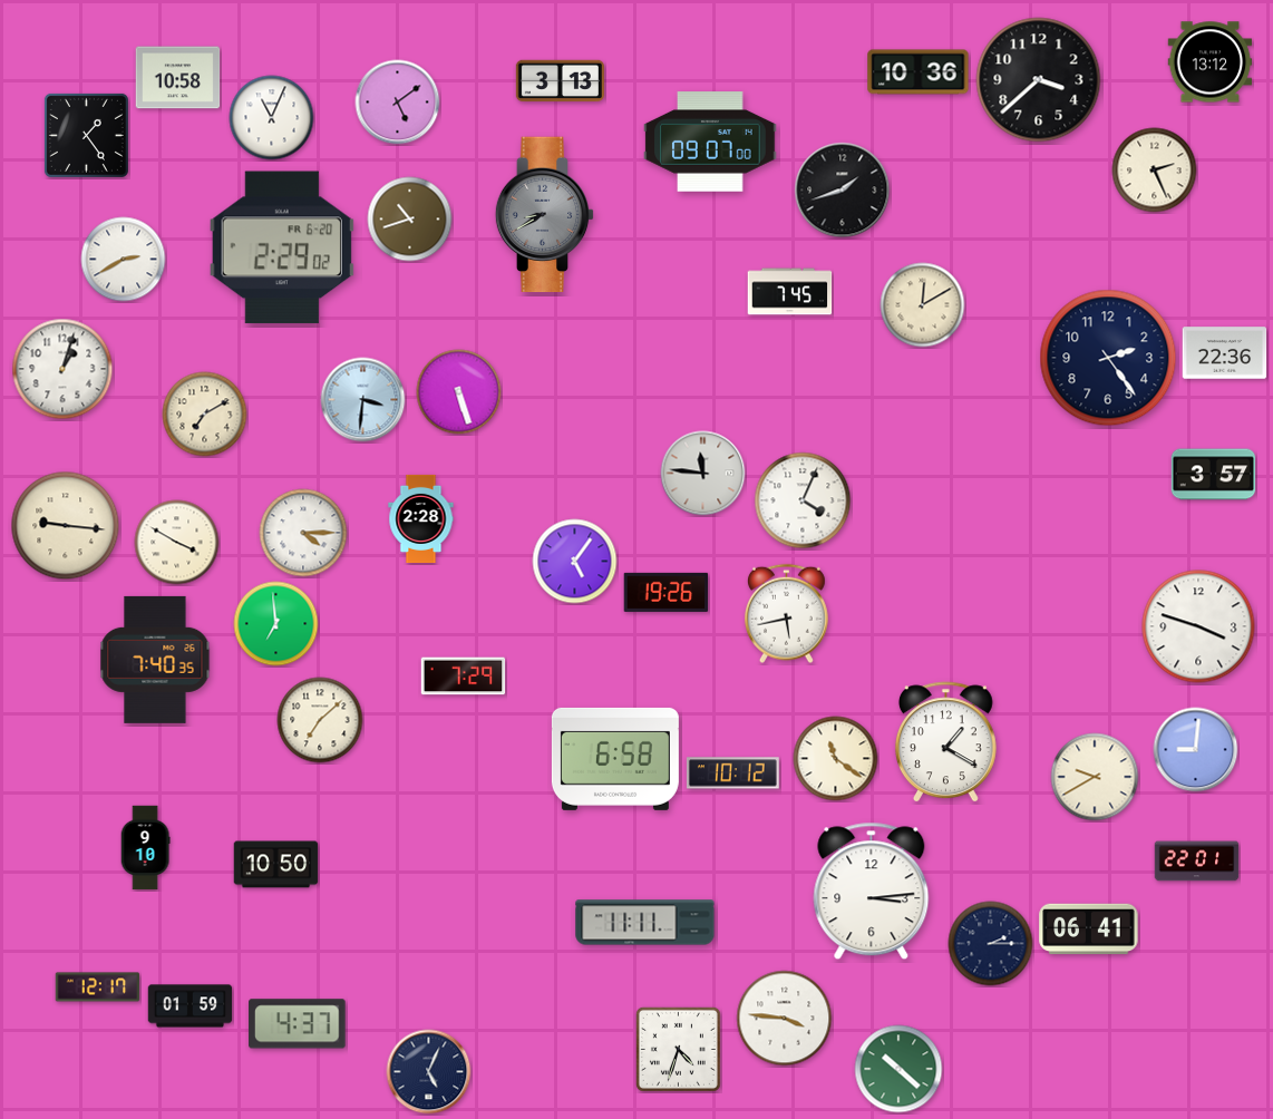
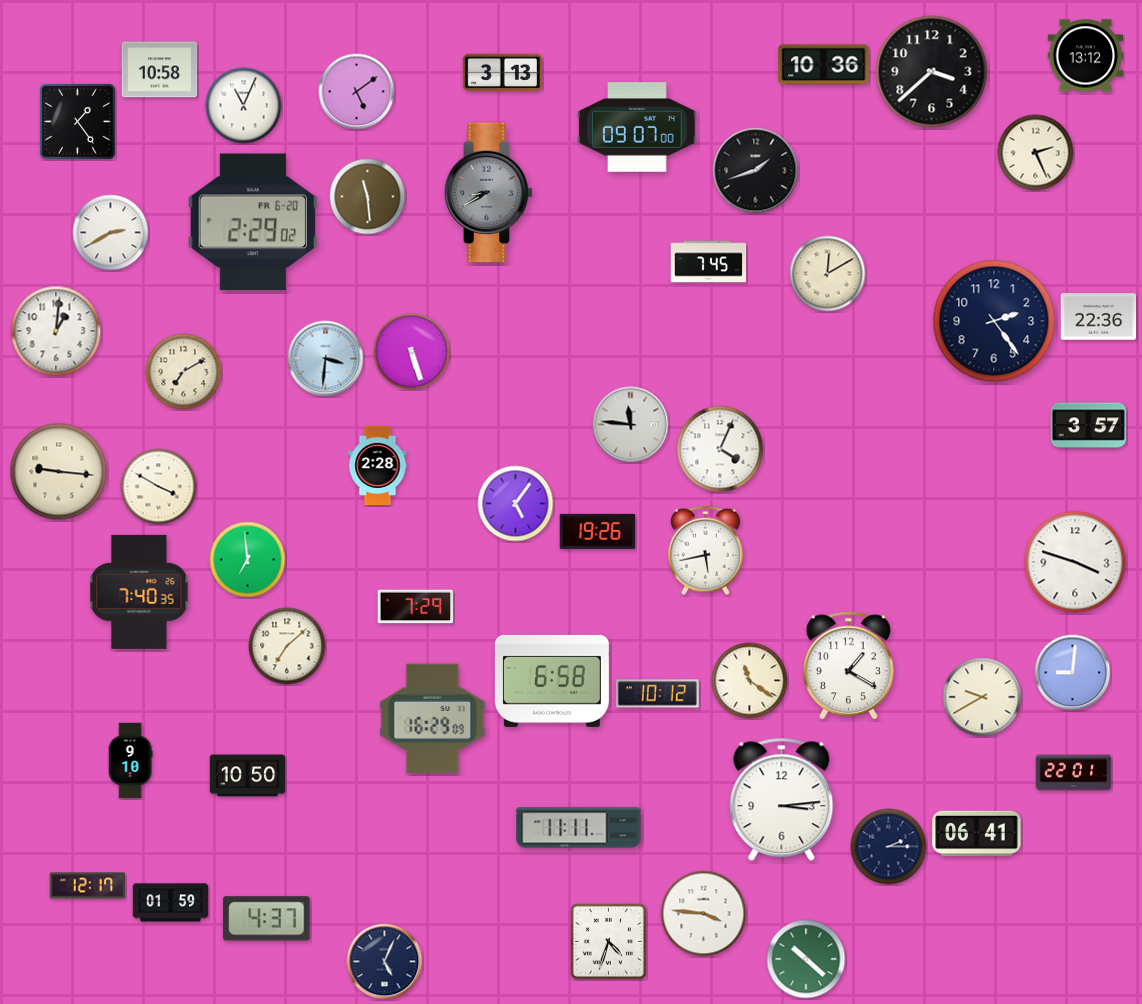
clock at (410, 220): 10:42 -> 11:29
clock at (62, 369): 1:03 -> 1:01
clock at (303, 533): 4:15 -> none
clock at (433, 718): none -> 16:29
